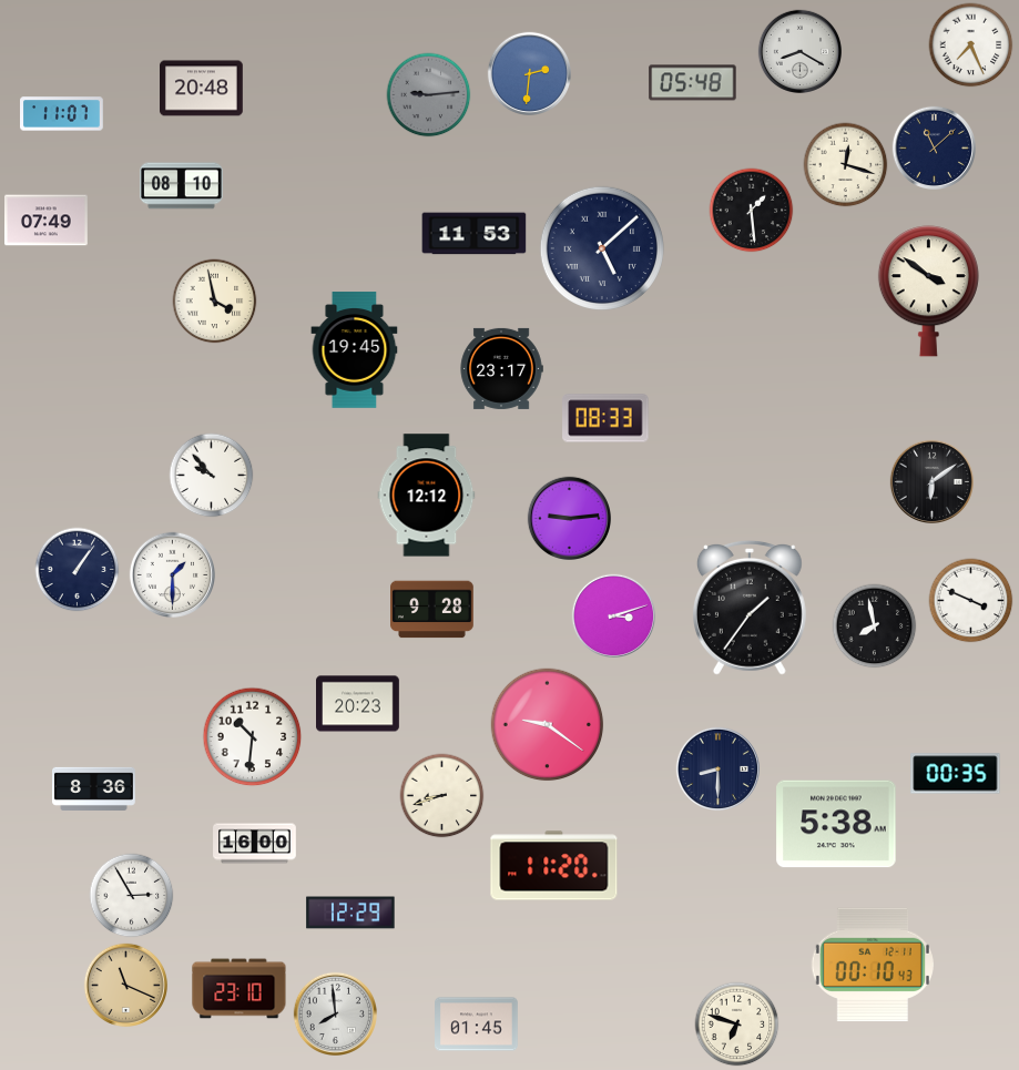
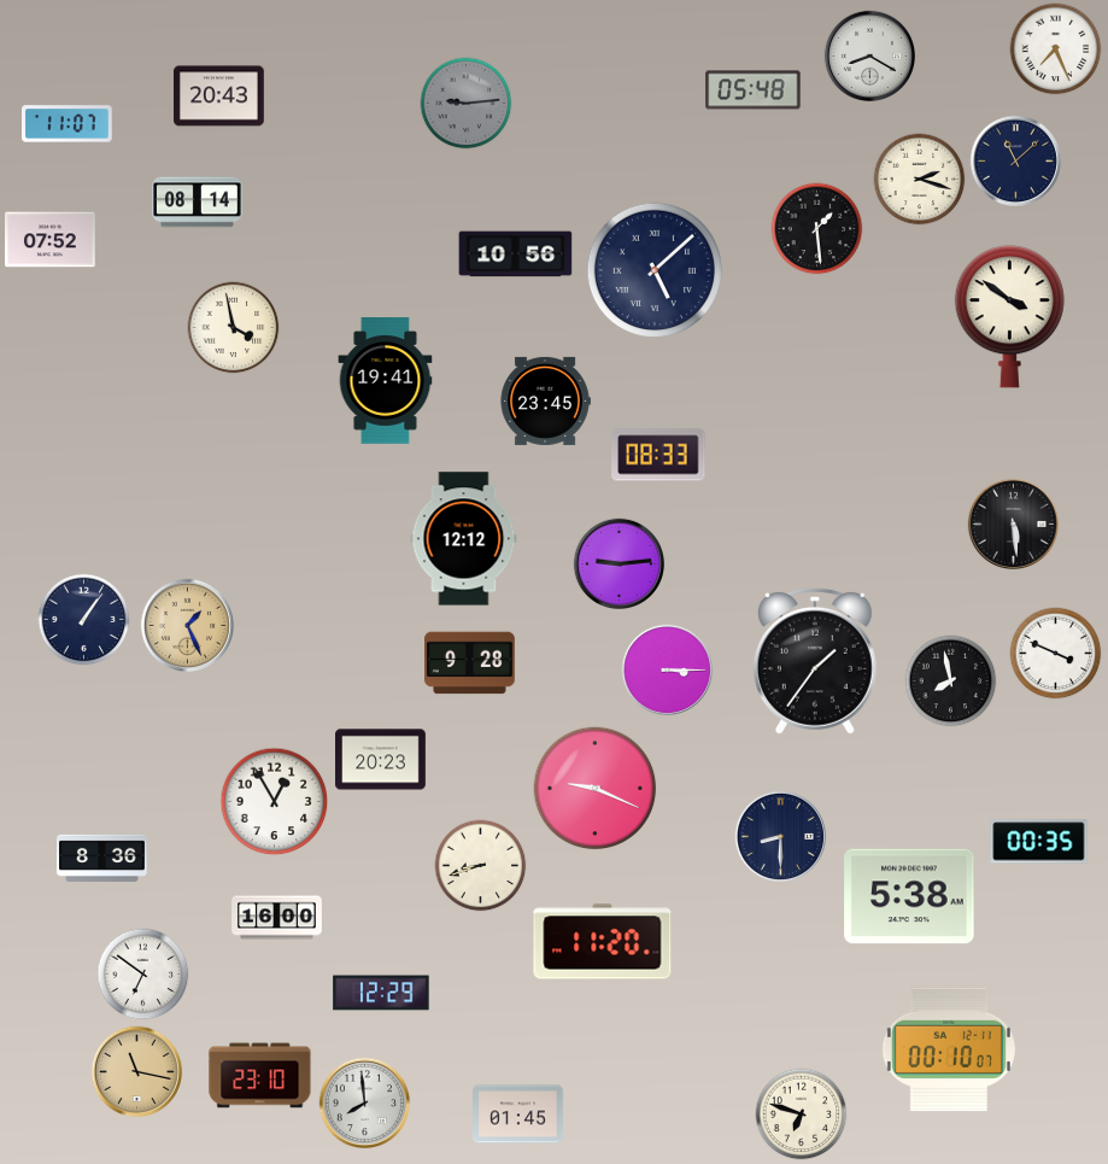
clock at (529, 73): 2:31 -> none
clock at (202, 89): 20:48 -> 20:43
clock at (846, 165): 12:18 -> 2:18
clock at (182, 186): 08:10 -> 08:14
clock at (47, 221): 07:49 -> 07:52
clock at (475, 234): 11:53 -> 10:56
clock at (355, 350): 19:45 -> 19:41
clock at (501, 368): 23:17 -> 23:45
clock at (212, 476): 9:53 -> none
clock at (931, 481): 6:09 -> 5:29
clock at (172, 574): 1:30 -> 1:26
clock at (172, 574) dial: white -> champagne
clock at (613, 615): 3:12 -> 3:15
clock at (358, 704) position: (358, 704) -> (381, 760)
clock at (548, 725): 9:21 -> 9:19
clock at (253, 737): 10:31 -> 12:55
clock at (132, 896): 2:55 -> 6:51
clock at (873, 965): 00:10:43 -> 00:10:07
clock at (125, 985): 11:19 -> 11:17
